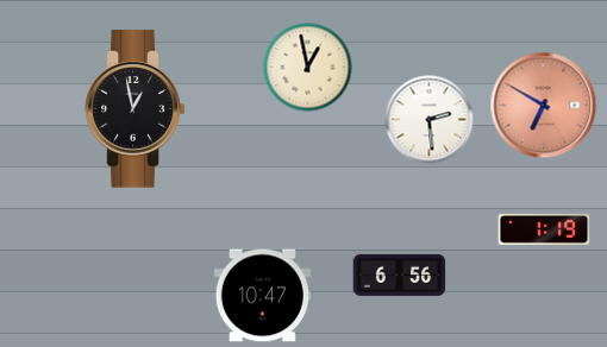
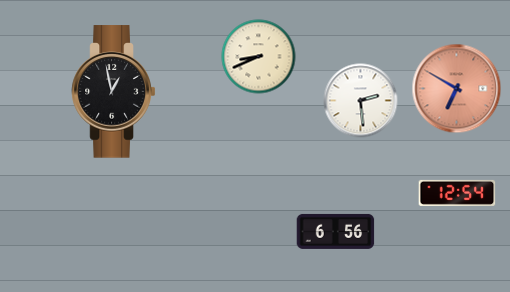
clock at (308, 68): 12:58 -> 8:41
clock at (544, 229): 1:19 -> 12:54
clock at (262, 296): 10:47 -> none
